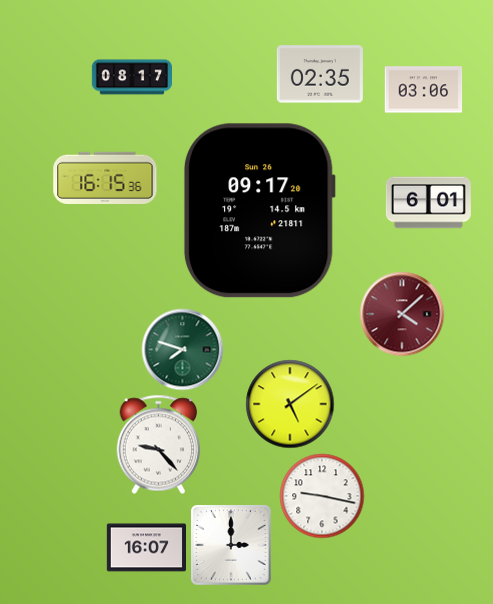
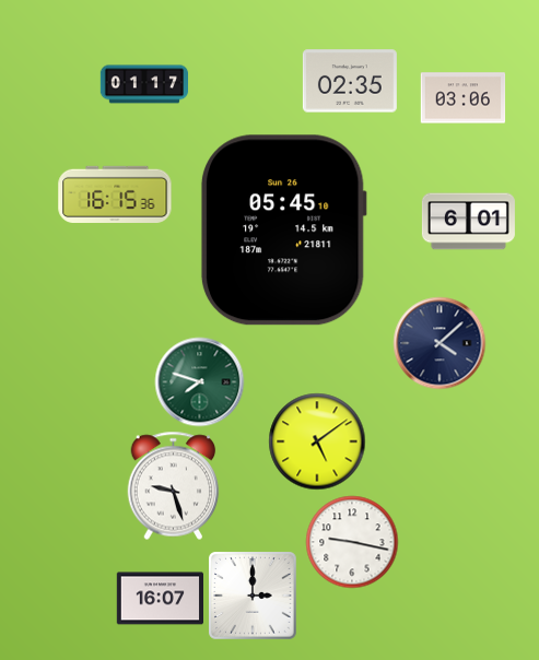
clock at (131, 77): 08:17 -> 01:17
clock at (259, 211): 09:17 -> 05:45
clock at (402, 314) dial: burgundy -> navy
clock at (159, 444): 9:23 -> 9:27
